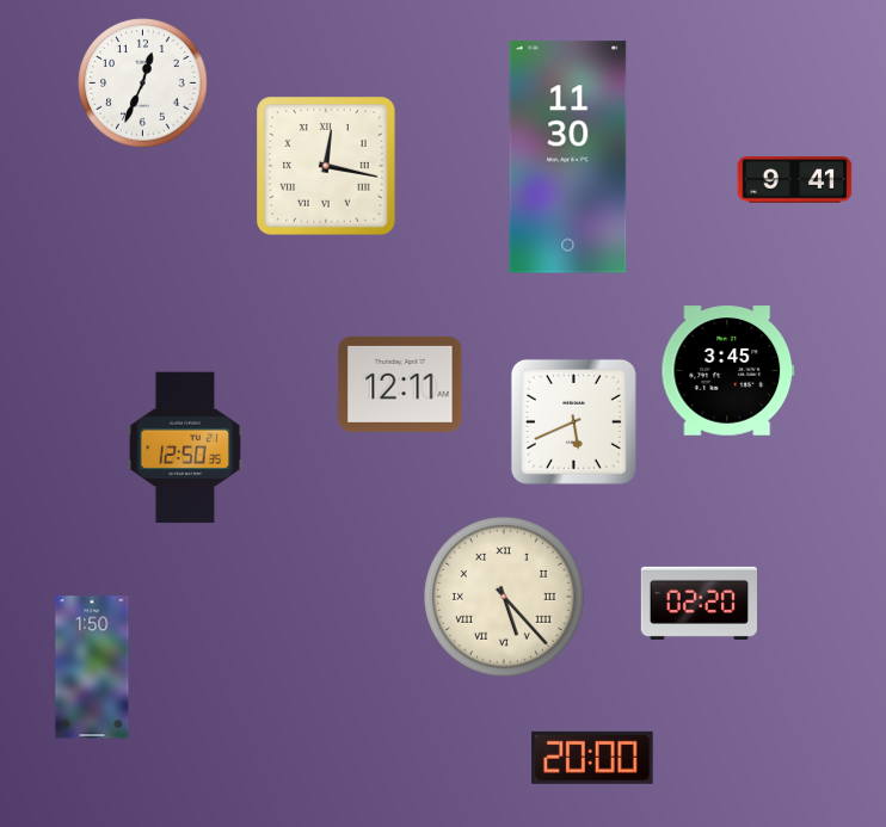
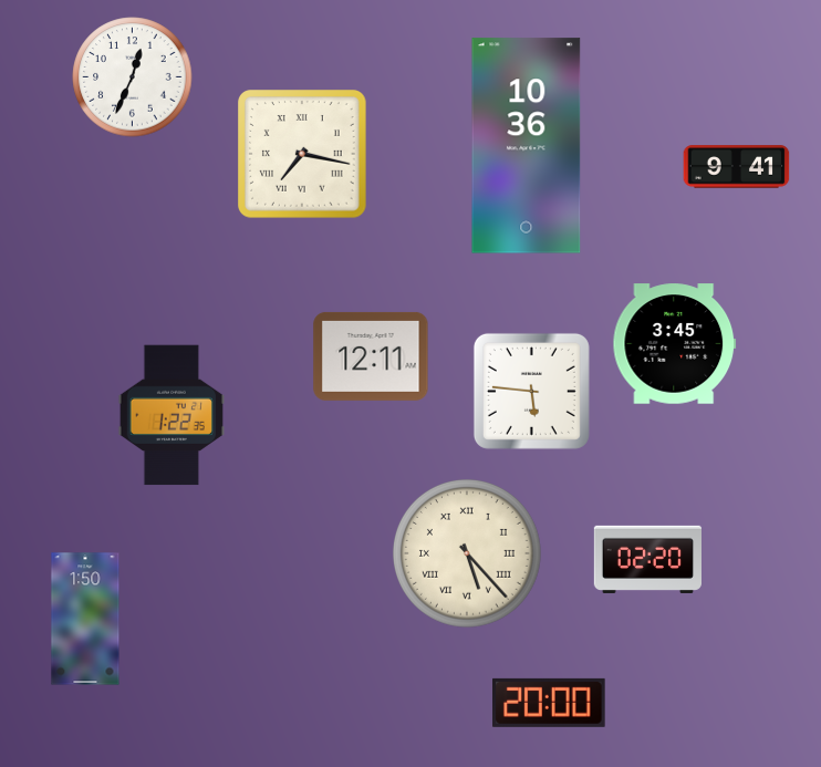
clock at (568, 158): 11:30 -> 10:36
clock at (326, 166): 12:17 -> 7:17
clock at (573, 421): 5:41 -> 5:46
clock at (185, 448): 12:50 -> 1:22
